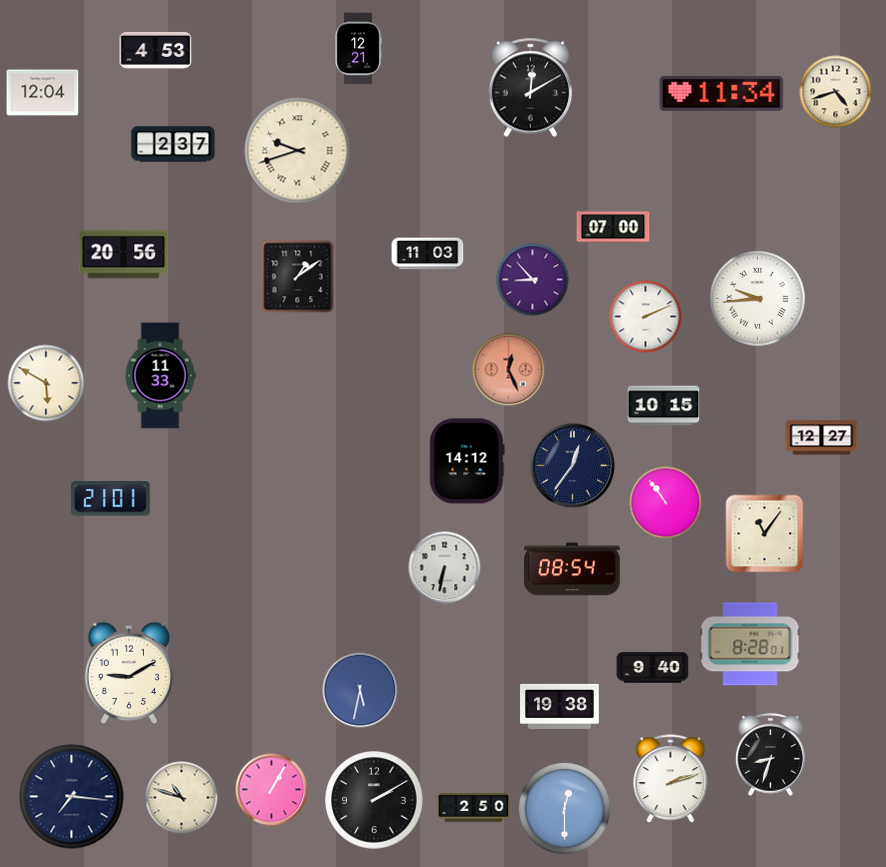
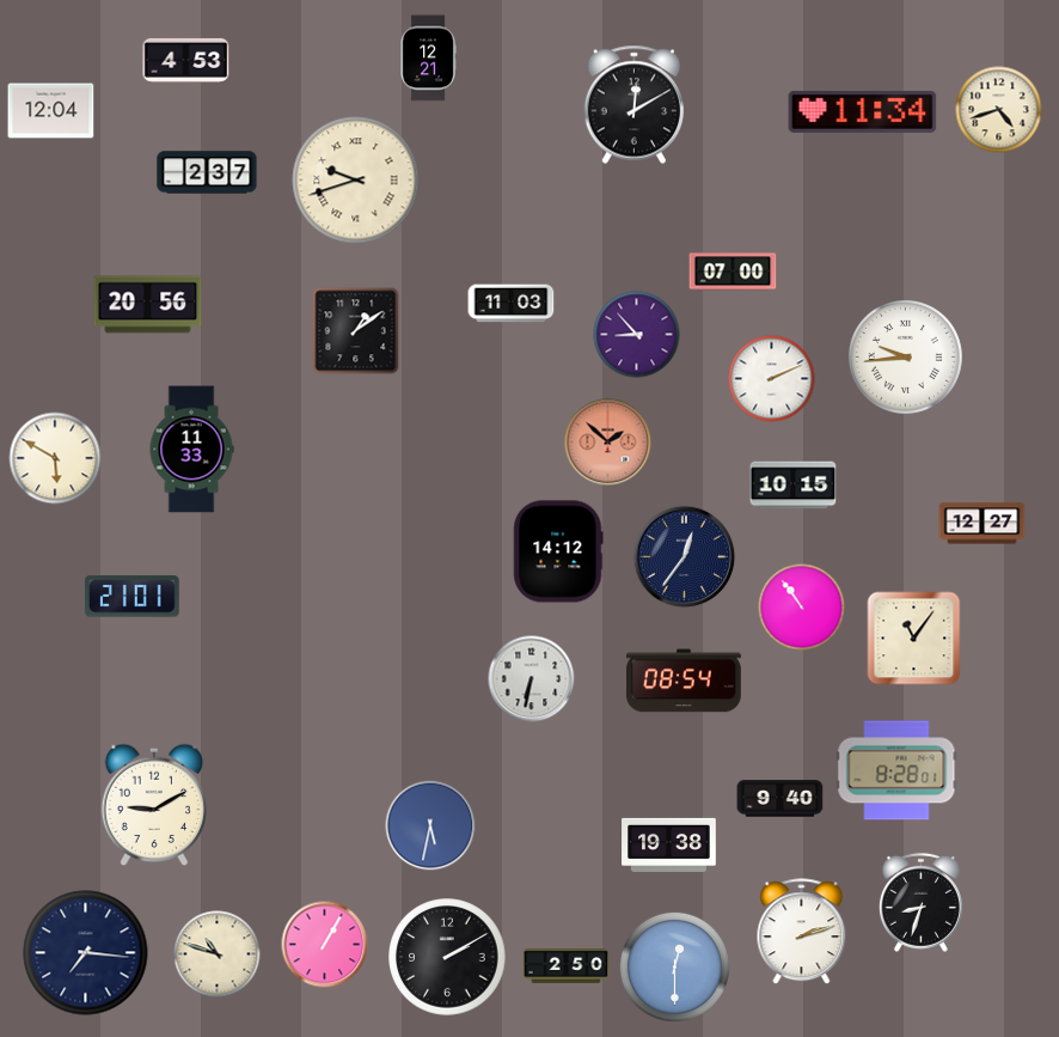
clock at (509, 370): 12:26 -> 1:52
clock at (666, 503) position: (666, 503) -> (802, 608)
